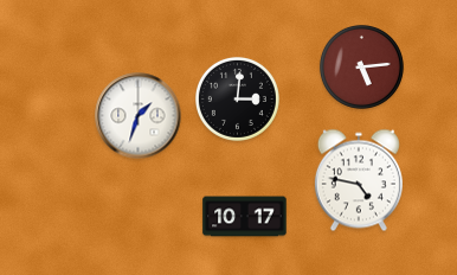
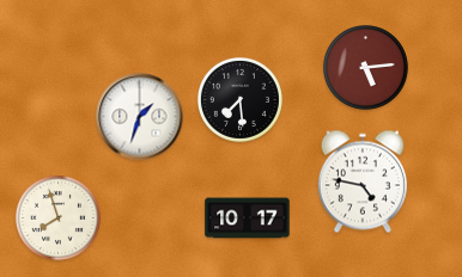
clock at (237, 98): 3:01 -> 7:29
clock at (57, 217): none -> 7:57
